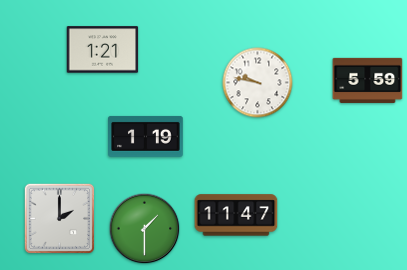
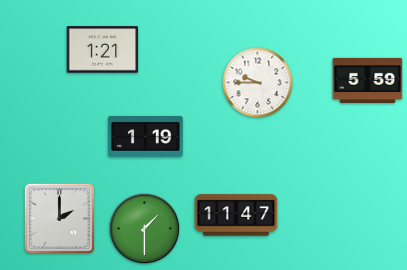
clock at (258, 83): 9:47 -> 9:45
